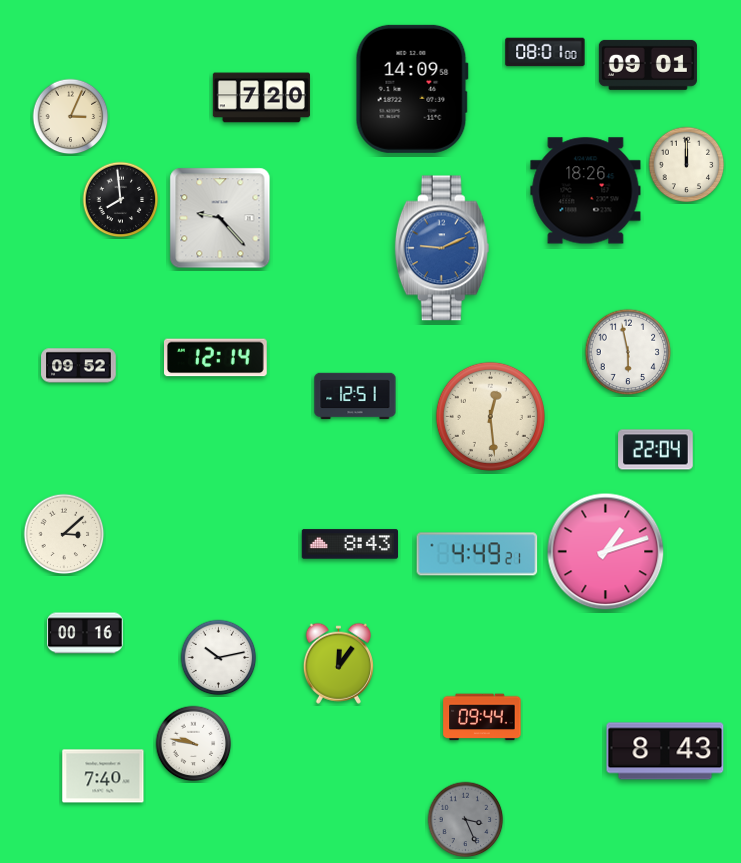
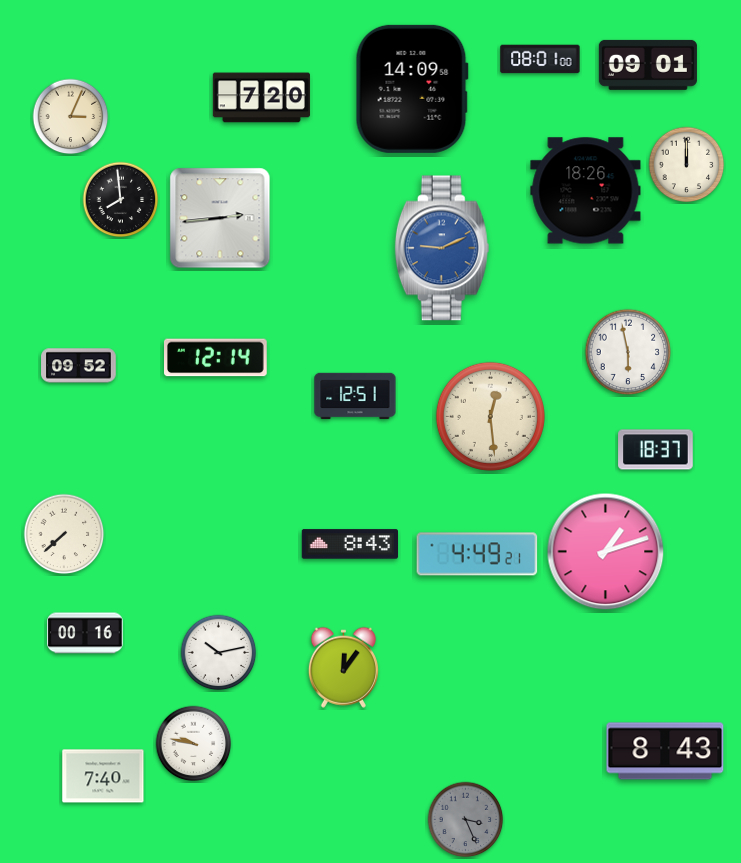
clock at (545, 52) position: (545, 52) -> (540, 59)
clock at (220, 218): 9:23 -> 2:44
clock at (656, 450): 22:04 -> 18:37
clock at (64, 534): 3:08 -> 7:38
clock at (219, 658) position: (219, 658) -> (219, 653)
clock at (338, 663) position: (338, 663) -> (343, 667)
clock at (482, 717): 09:44 -> none
